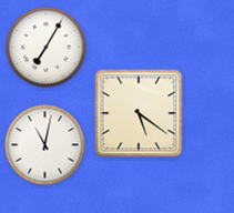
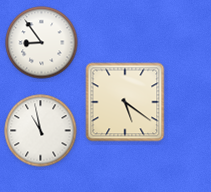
clock at (47, 48): 7:05 -> 8:54
clock at (45, 145): 11:02 -> 10:58
